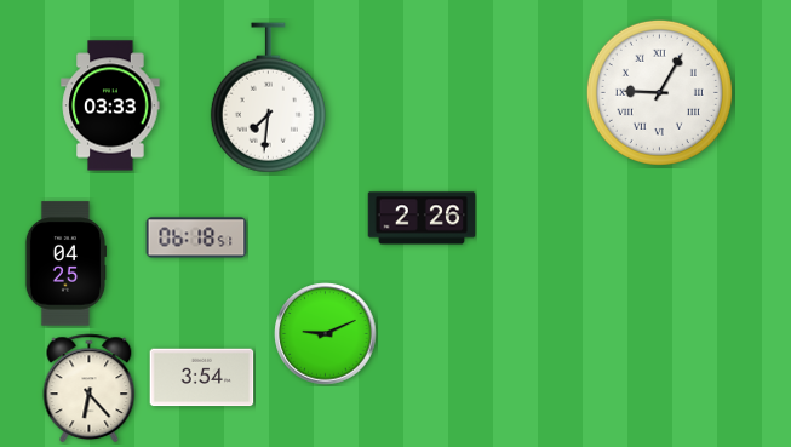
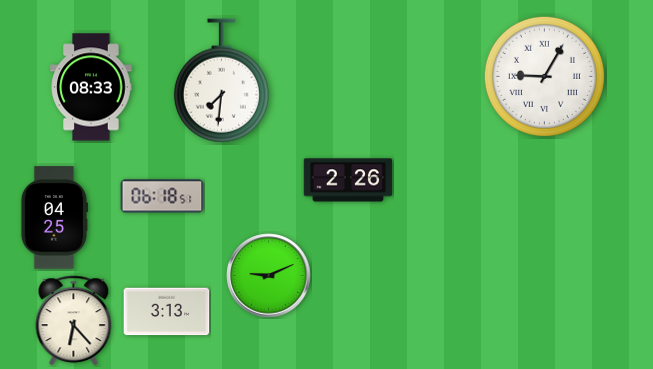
clock at (110, 105): 03:33 -> 08:33
clock at (202, 378): 3:54 -> 3:13
